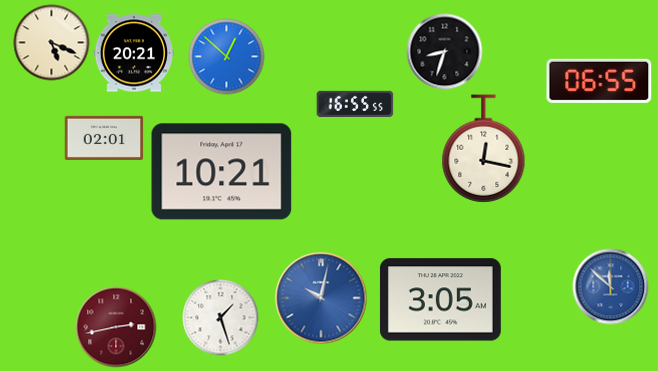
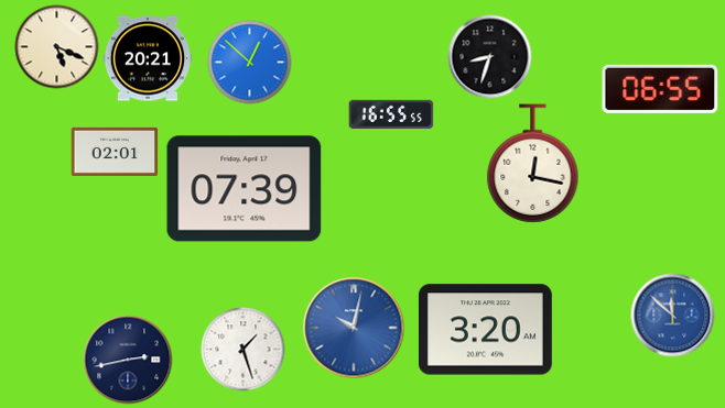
clock at (222, 172): 10:21 -> 07:39
clock at (440, 300): 3:05 -> 3:20
clock at (116, 327) dial: burgundy -> navy
